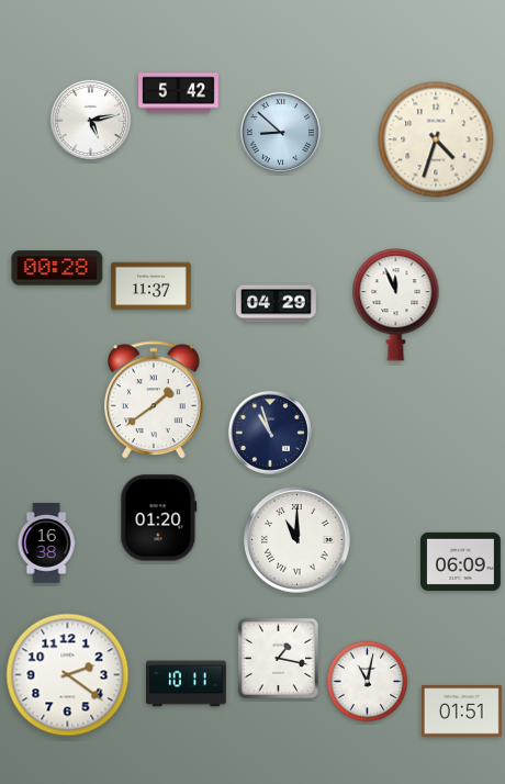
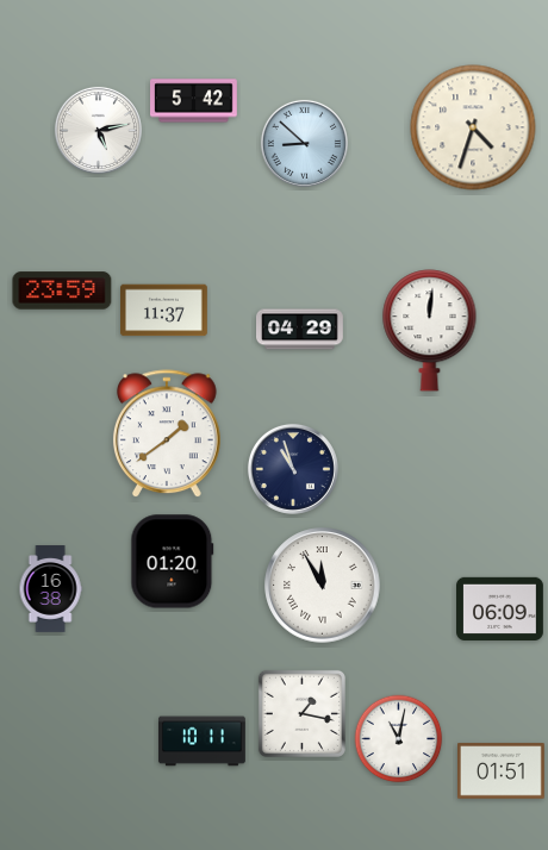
clock at (436, 139) position: (436, 139) -> (473, 127)
clock at (57, 268): 00:28 -> 23:59
clock at (396, 305): 11:56 -> 12:01
clock at (298, 540): 11:00 -> 11:55
clock at (68, 675): 2:21 -> none
